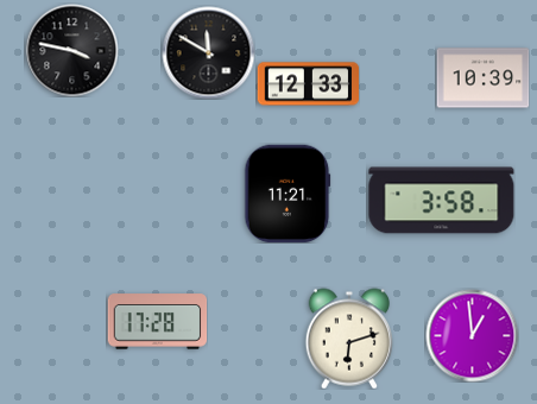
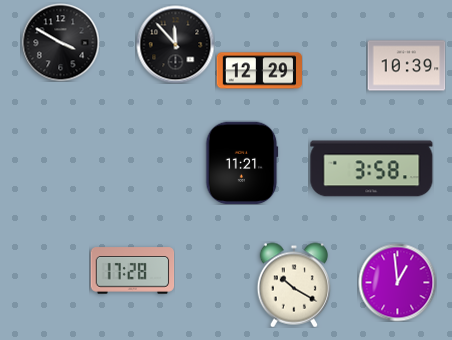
clock at (71, 50): 3:47 -> 3:50
clock at (208, 52): 11:50 -> 11:53
clock at (308, 84): 12:33 -> 12:29
clock at (348, 339): 6:12 -> 10:20
